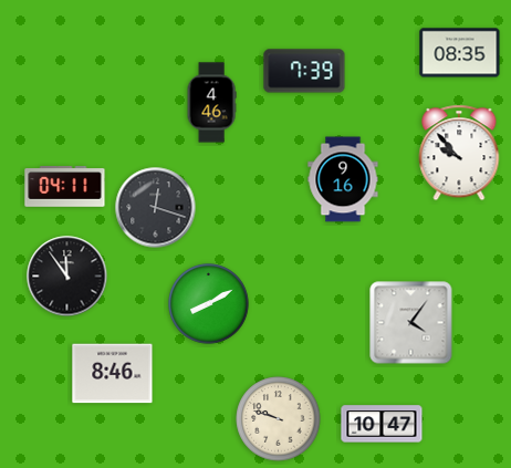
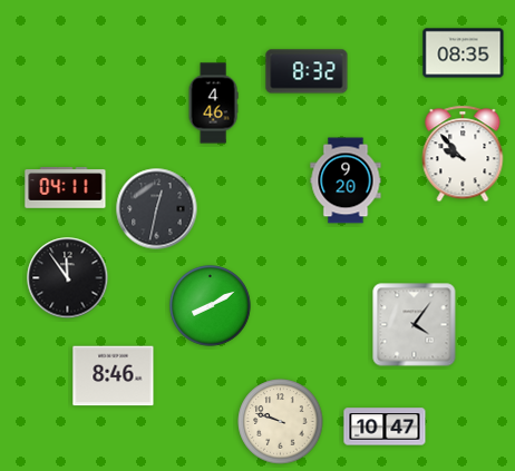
clock at (304, 71): 7:39 -> 8:32
clock at (343, 179): 9:16 -> 9:20
clock at (156, 208): 12:18 -> 12:32
